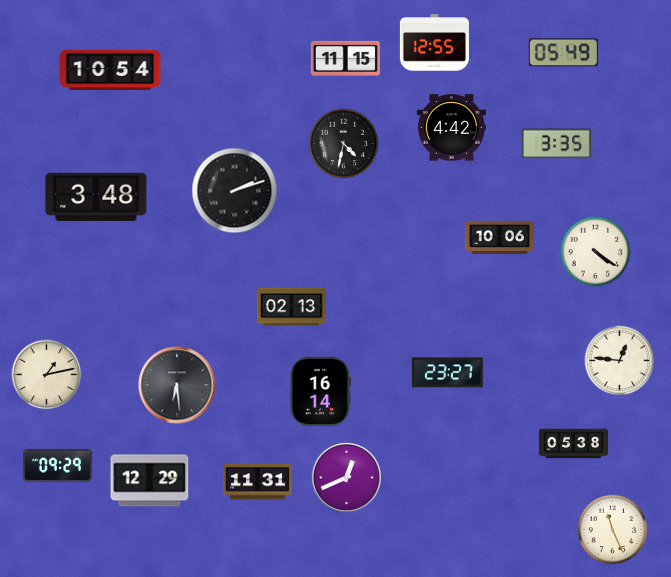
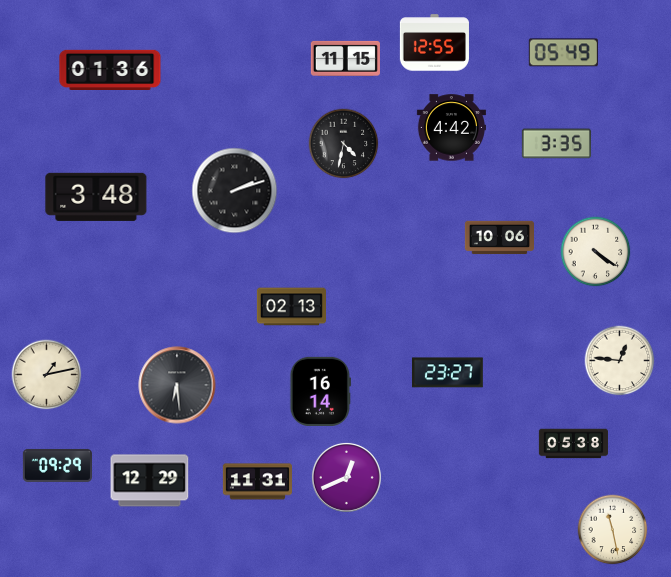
clock at (110, 70): 10:54 -> 01:36
clock at (613, 530): 11:26 -> 11:28
